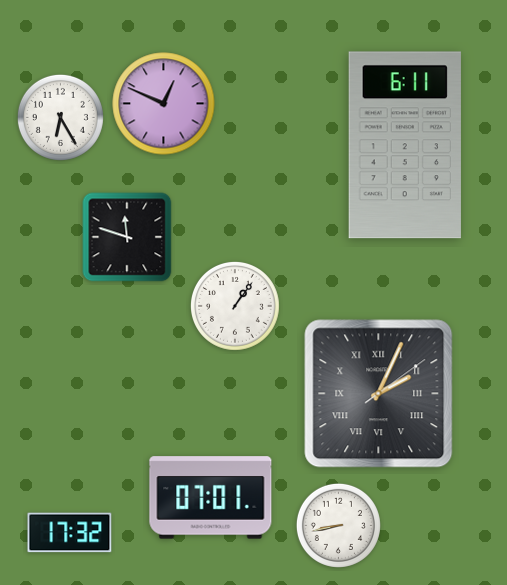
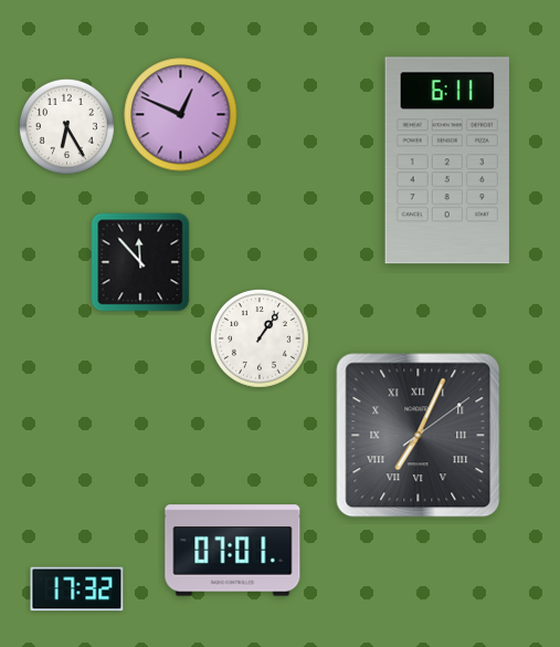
clock at (60, 117) position: (60, 117) -> (66, 126)
clock at (127, 237): 11:48 -> 11:53
clock at (379, 394): 2:04 -> 7:04
clock at (338, 525): 8:43 -> none
